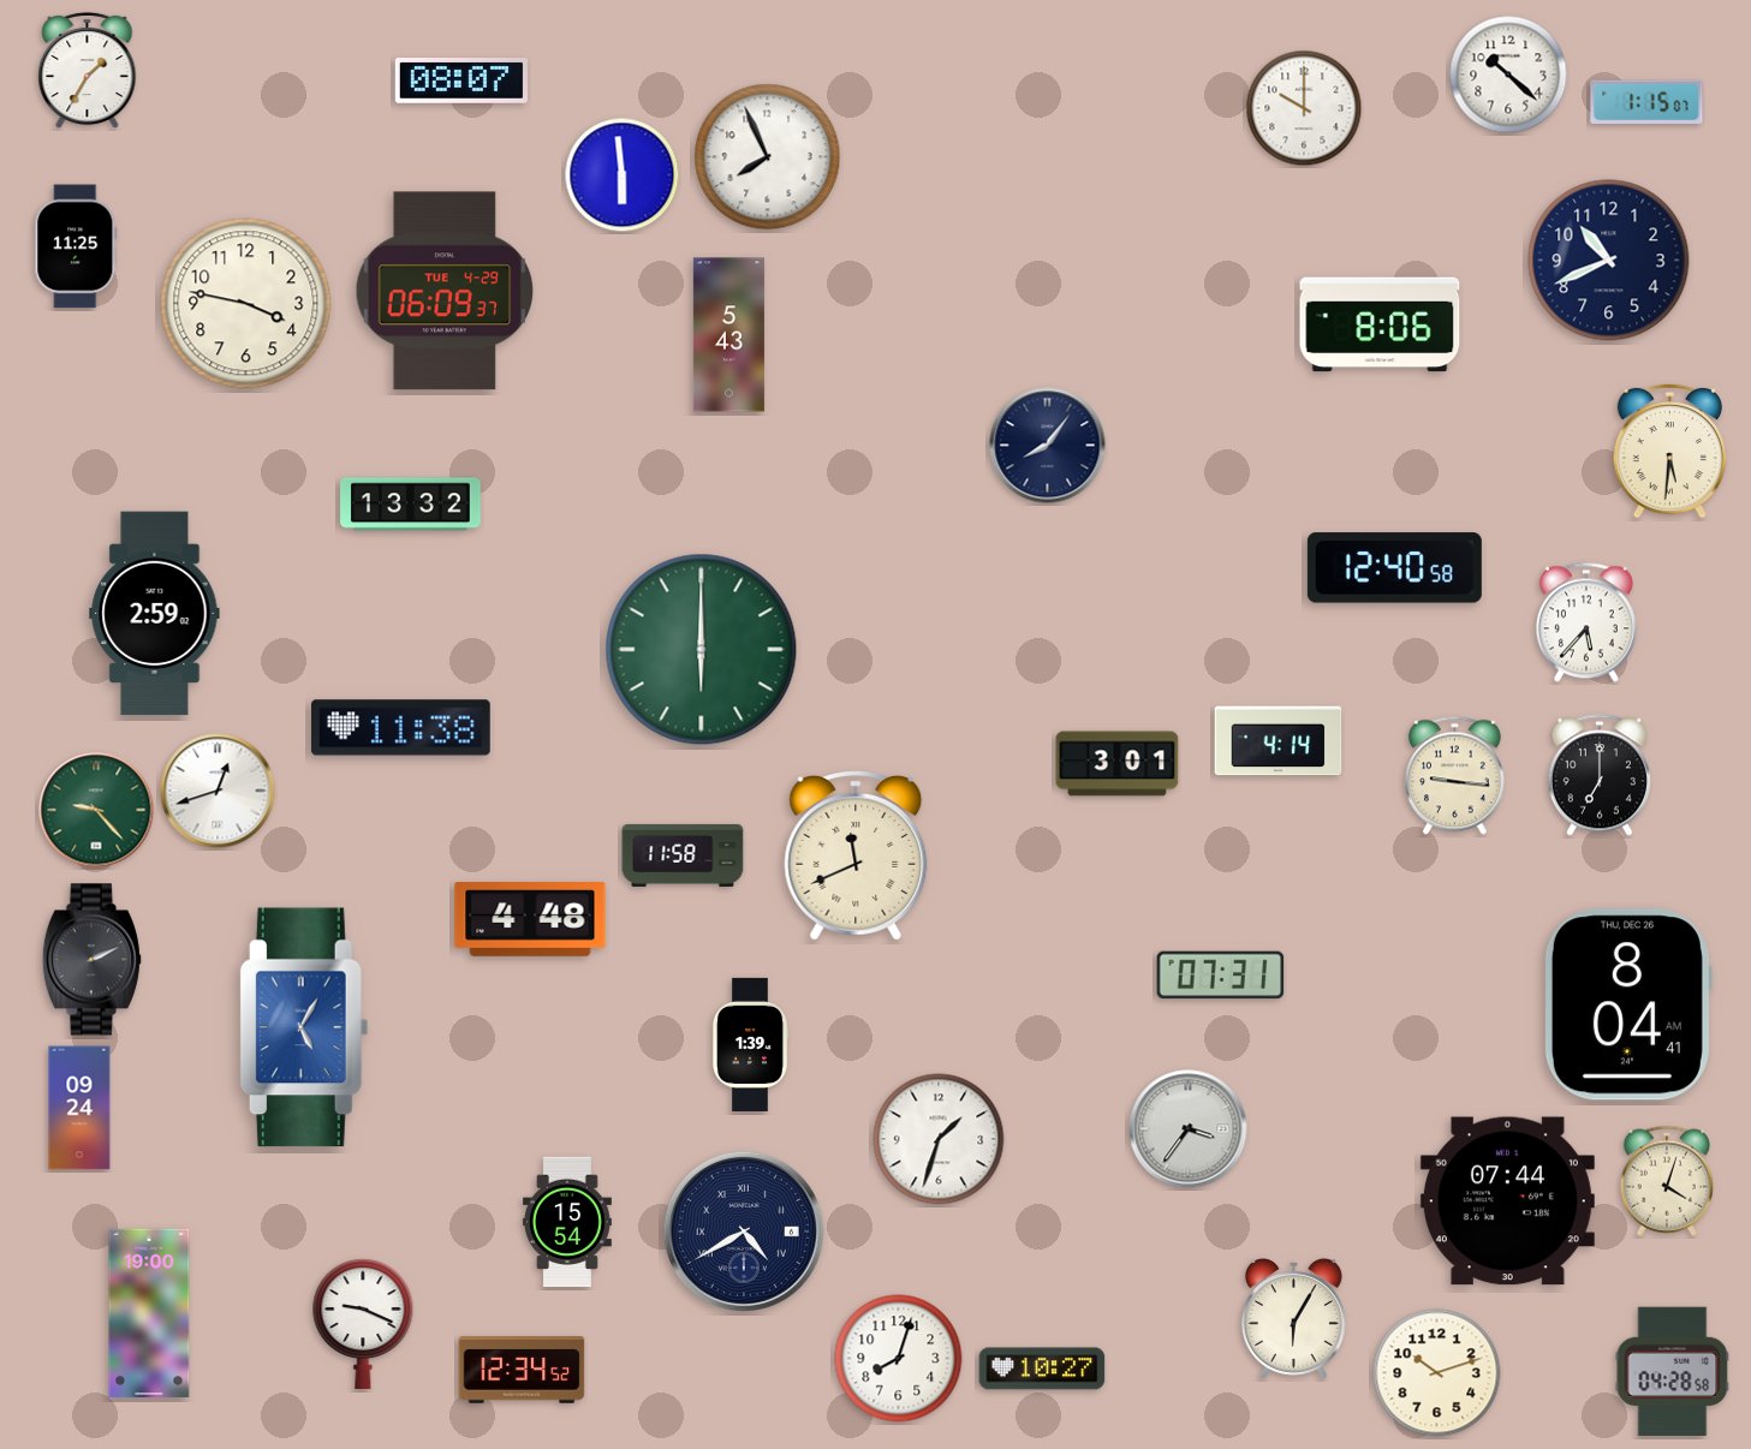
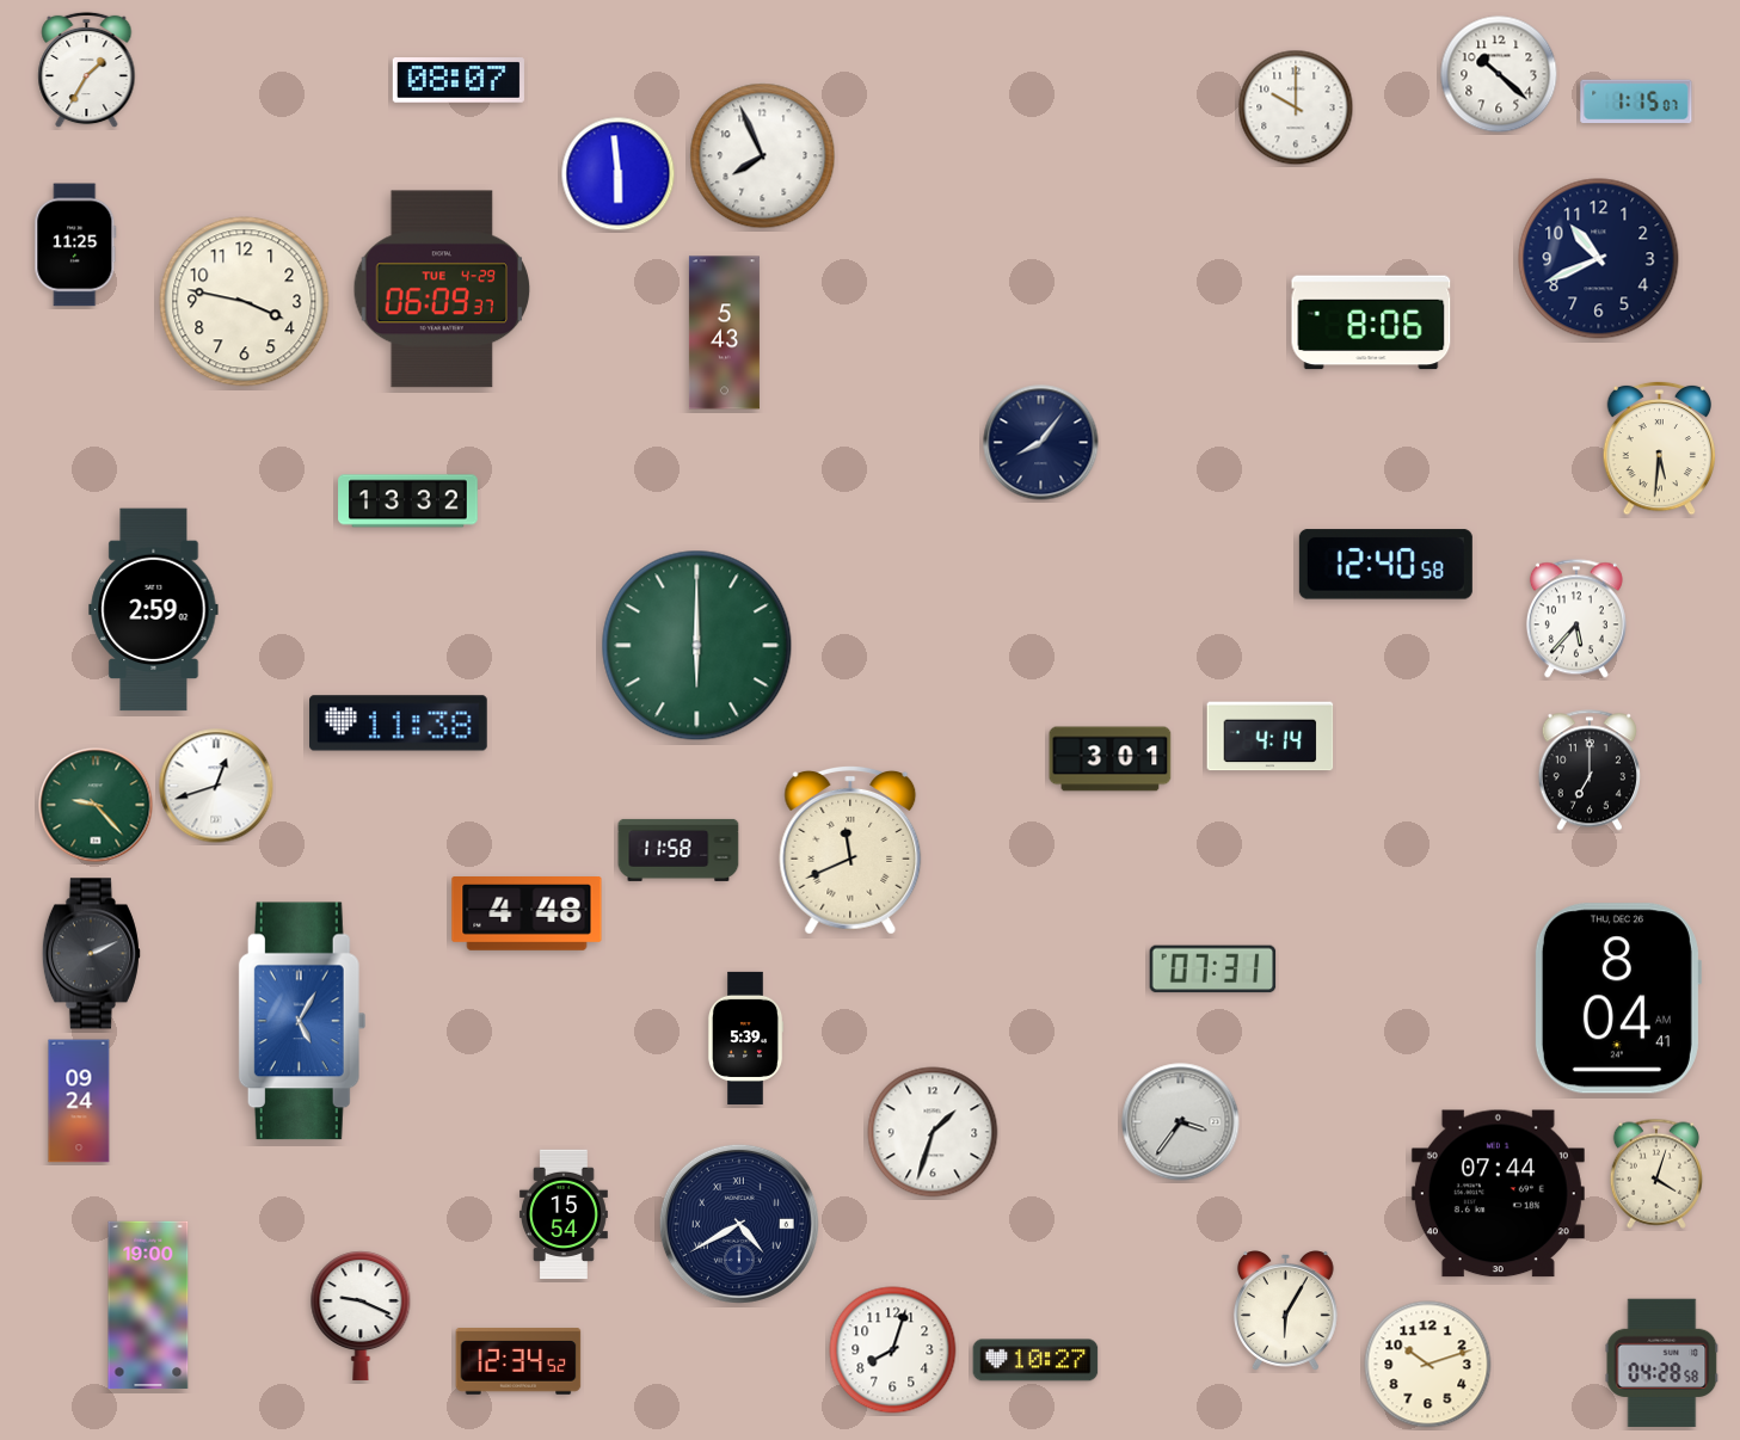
clock at (1454, 776): 9:16 -> none
clock at (750, 1044): 1:39 -> 5:39
